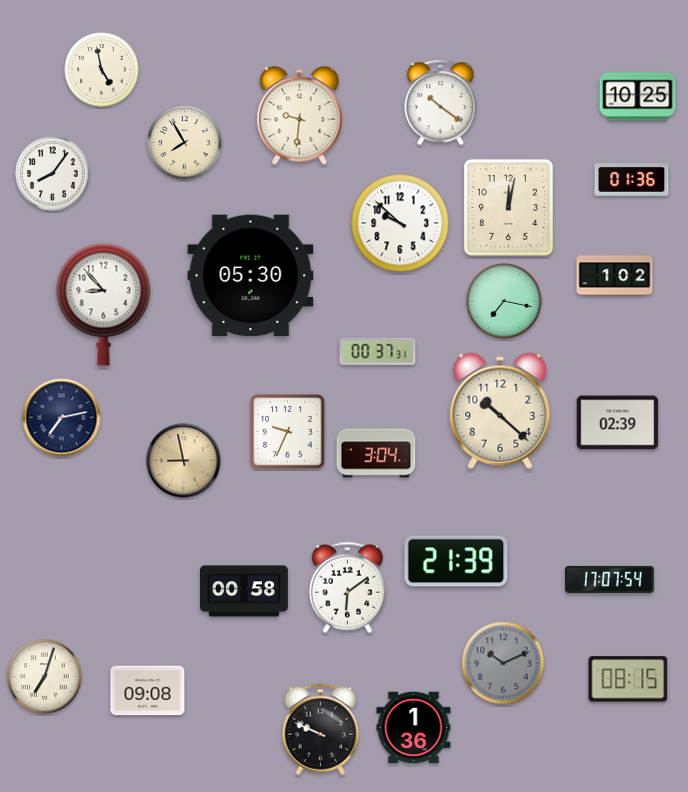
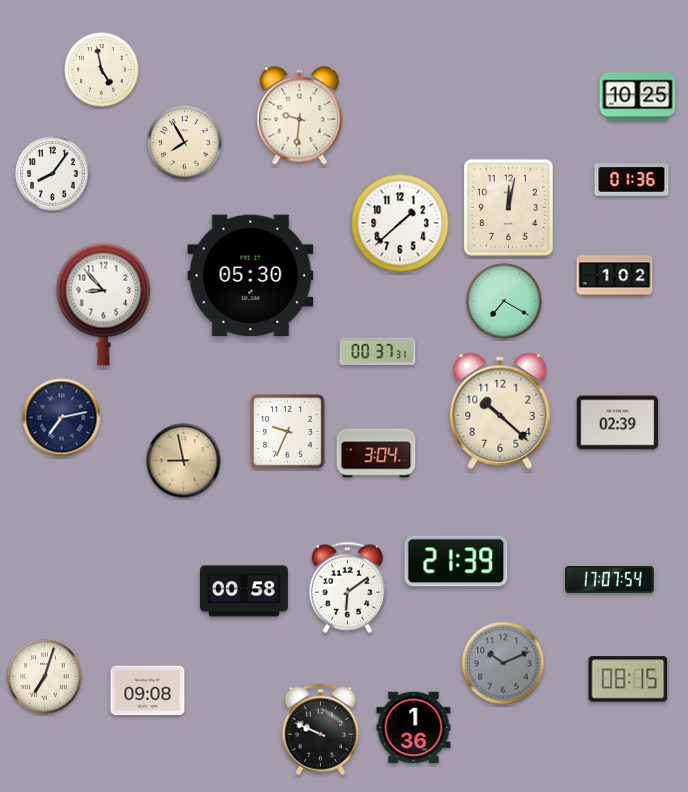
clock at (441, 103): 10:21 -> none
clock at (400, 223): 9:52 -> 1:38
clock at (504, 301): 7:17 -> 7:20
